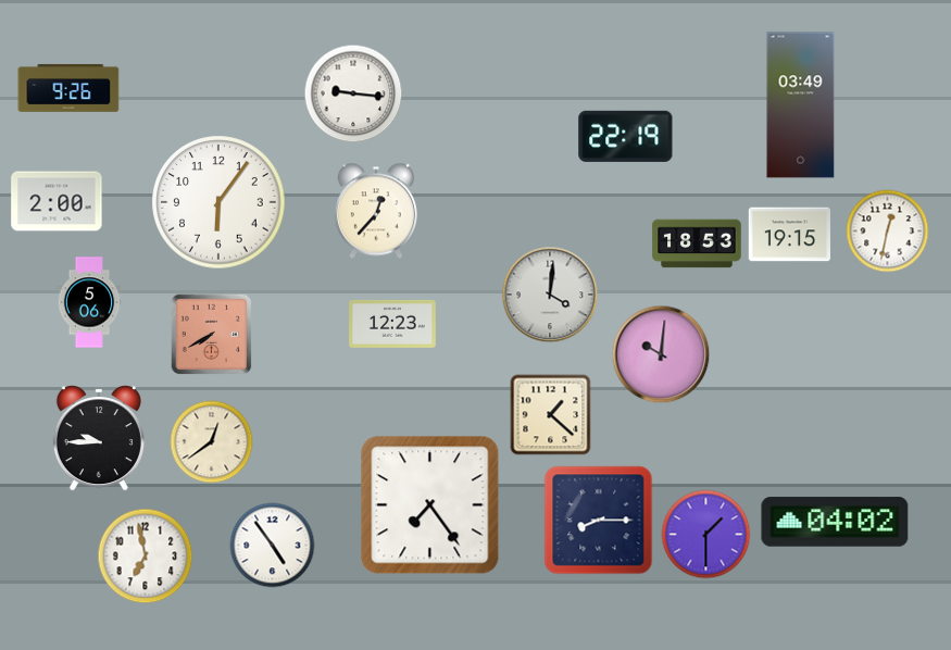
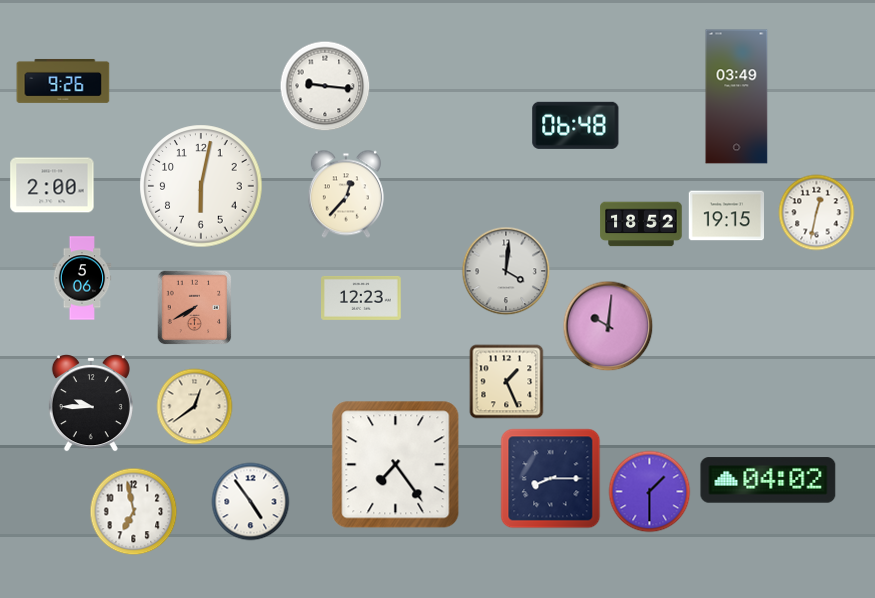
clock at (626, 136): 22:19 -> 06:48
clock at (218, 202): 6:06 -> 6:02
clock at (697, 243): 18:53 -> 18:52
clock at (551, 415): 1:22 -> 1:26
